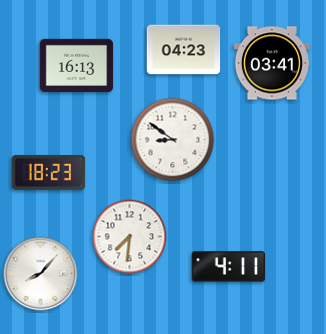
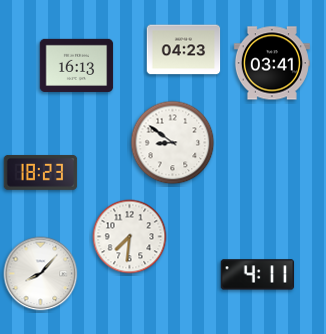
clock at (173, 140) position: (173, 140) -> (173, 143)
clock at (49, 172) position: (49, 172) -> (41, 172)
clock at (229, 267) position: (229, 267) -> (258, 275)
